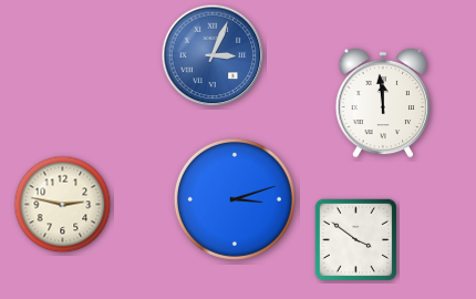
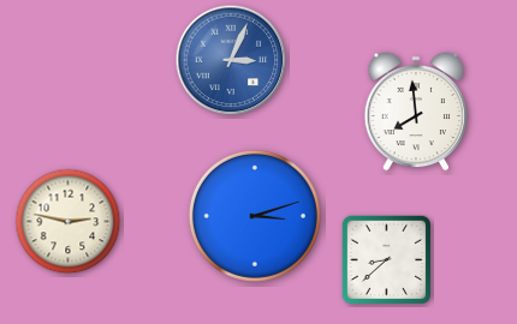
clock at (383, 103): 11:59 -> 7:59
clock at (356, 240): 3:51 -> 8:38
